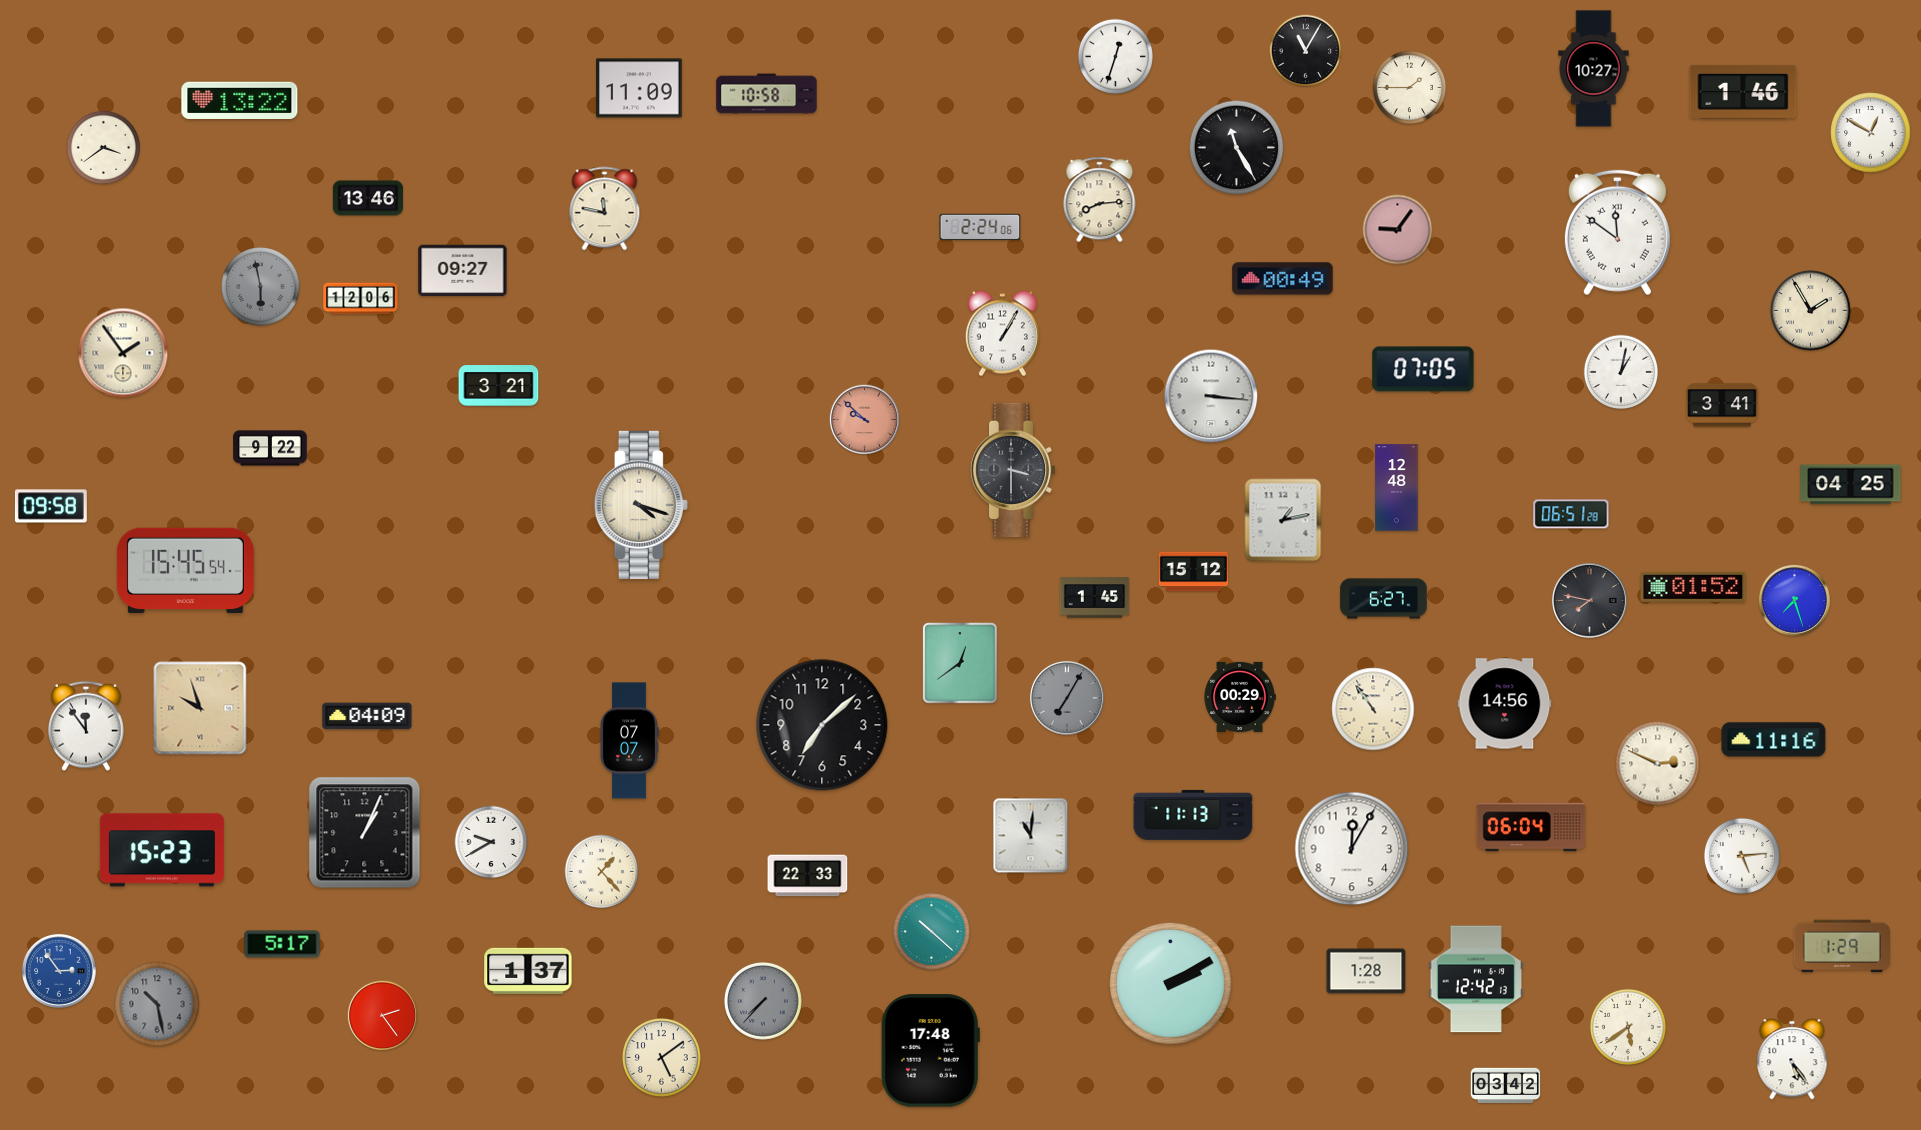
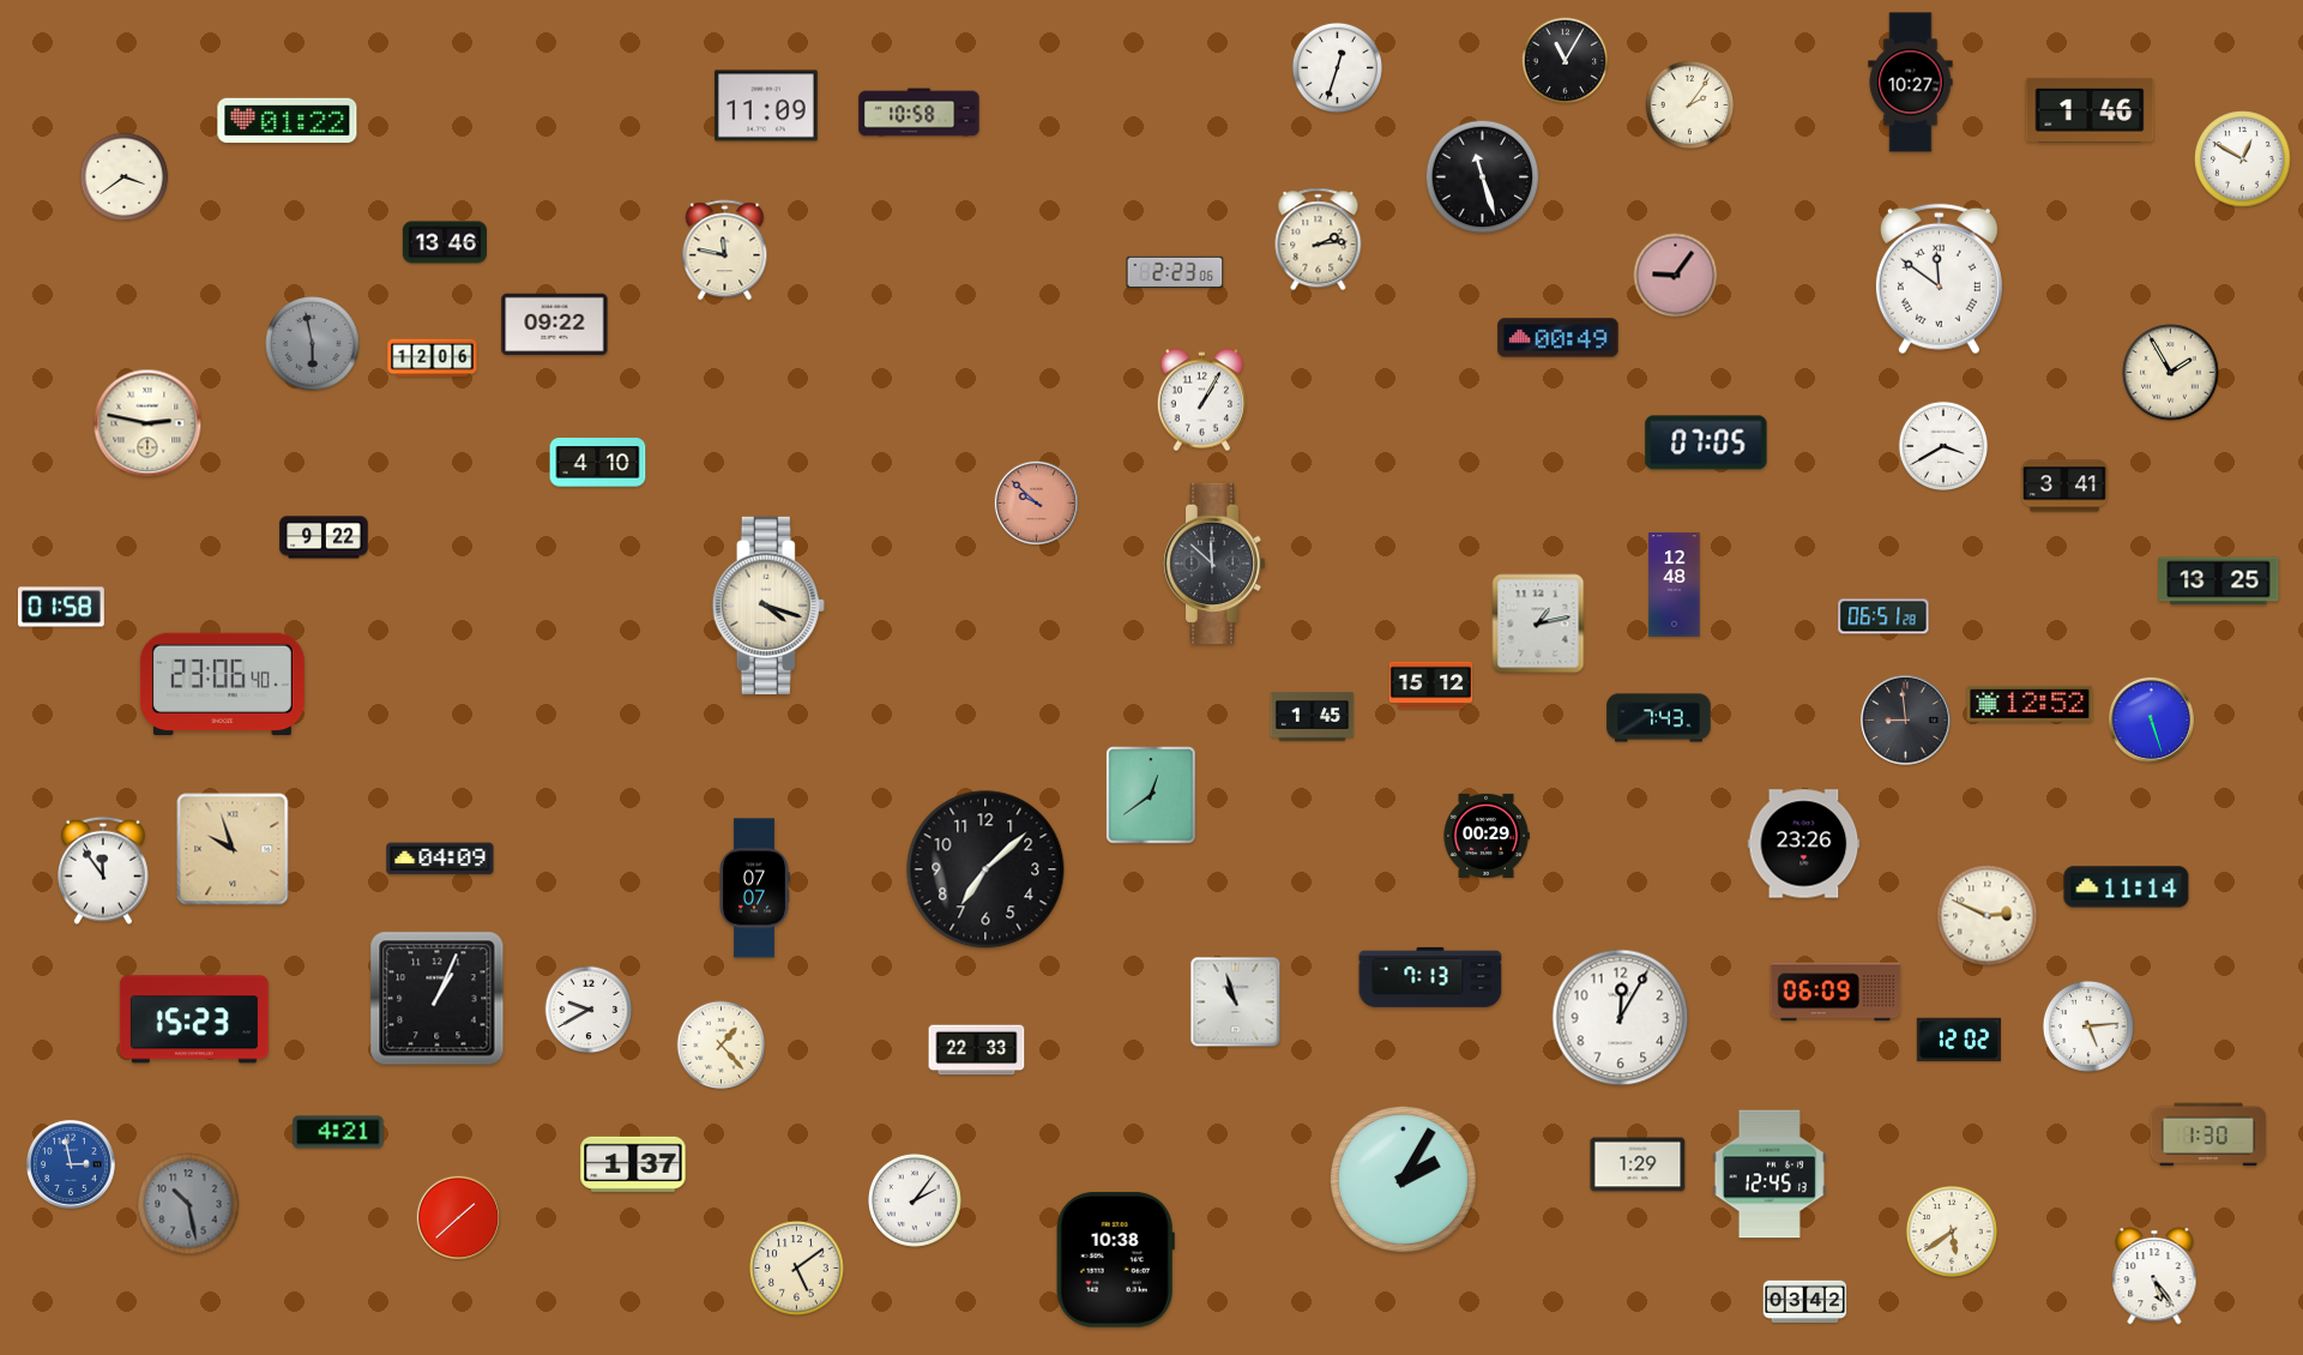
clock at (1410, 88): 1:45 -> 2:06
clock at (240, 100): 13:22 -> 01:22
clock at (1237, 148): 11:25 -> 11:27
clock at (367, 198) position: (367, 198) -> (444, 242)
clock at (1100, 200): 8:14 -> 2:14
clock at (980, 227): 2:24 -> 2:23
clock at (463, 271): 09:27 -> 09:22
clock at (1283, 279) position: (1283, 279) -> (1559, 338)
clock at (123, 353): 1:54 -> 2:47
clock at (1621, 372): 1:02 -> 3:40
clock at (499, 386): 3:21 -> 4:10
clock at (1211, 396): 3:16 -> none
clock at (1013, 469): 3:30 -> 11:52
clock at (1851, 485): 04:25 -> 13:25
clock at (51, 506): 09:58 -> 01:58
clock at (185, 571): 15:45 -> 23:06
clock at (1693, 587): 01:52 -> 12:52
clock at (1384, 599): 6:27 -> 7:43
clock at (1794, 600): 7:27 -> 5:27
clock at (1590, 601): 7:47 -> 8:59
clock at (1067, 698): 7:05 -> none
clock at (1505, 704): 14:56 -> 23:26
clock at (200, 708) position: (200, 708) -> (233, 849)
clock at (1373, 709): 10:54 -> none
clock at (1774, 740): 11:16 -> 11:14
clock at (1193, 815): 11:13 -> 7:13
clock at (1531, 827): 06:04 -> 06:09
clock at (1031, 836): 11:01 -> 10:57
clock at (1958, 1040): none -> 12:02
clock at (808, 876) position: (808, 876) -> (977, 1050)
clock at (931, 931): 10:22 -> none
clock at (282, 944): 5:17 -> 4:21
clock at (1842, 946): 1:29 -> 1:30
clock at (59, 971): 2:54 -> 2:58
clock at (1366, 971): 1:28 -> 1:29
clock at (1475, 979): 12:42 -> 12:45
clock at (1170, 983): 2:10 -> 2:05
clock at (763, 1001): 7:37 -> 2:06
clock at (763, 1001) dial: grey -> white
clock at (382, 1015): 2:24 -> 1:38
clock at (930, 1051): 17:48 -> 10:38
clock at (662, 1058) position: (662, 1058) -> (797, 1269)
clock at (1792, 1059) position: (1792, 1059) -> (2154, 1276)
